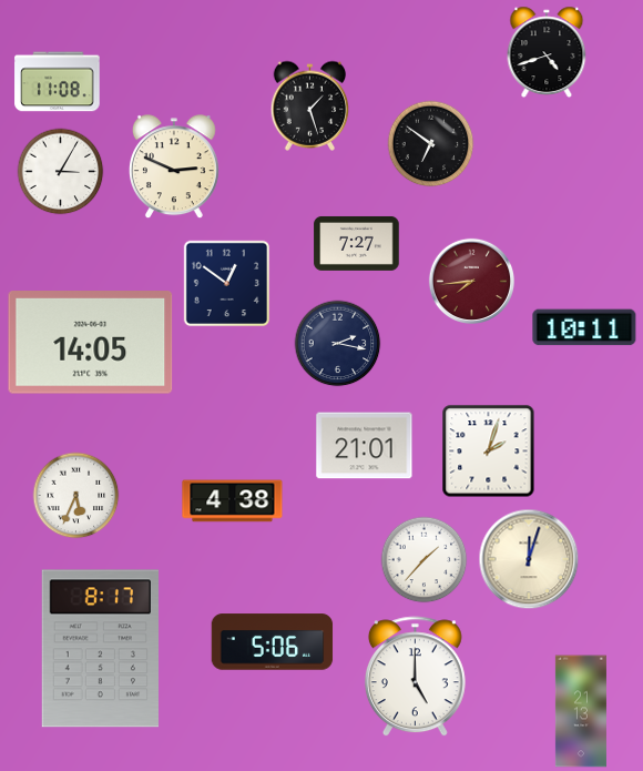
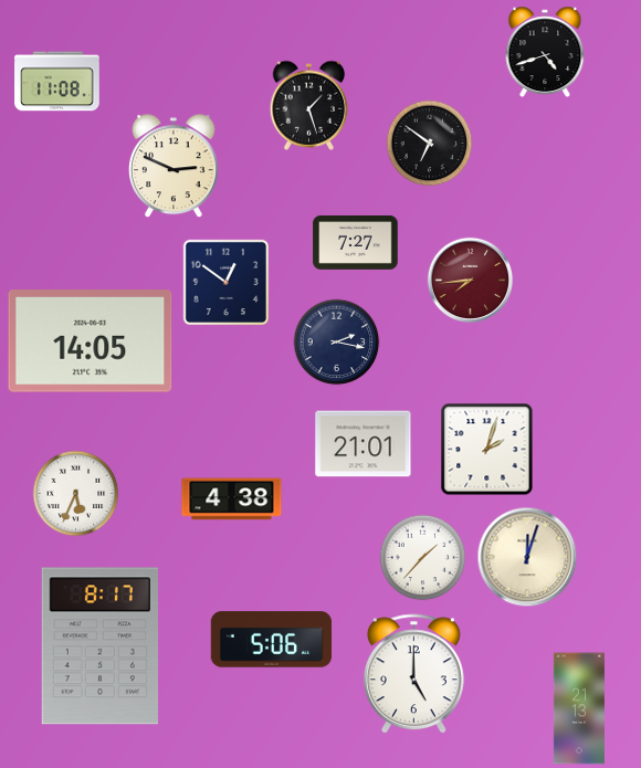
clock at (60, 171): 3:05 -> none
clock at (584, 327): 10:11 -> none
